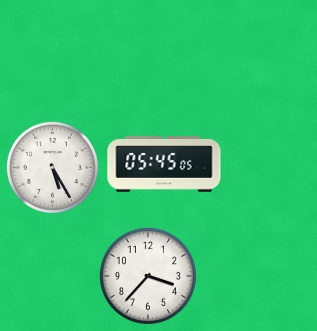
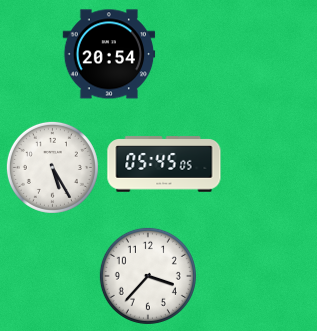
clock at (109, 54): none -> 20:54
